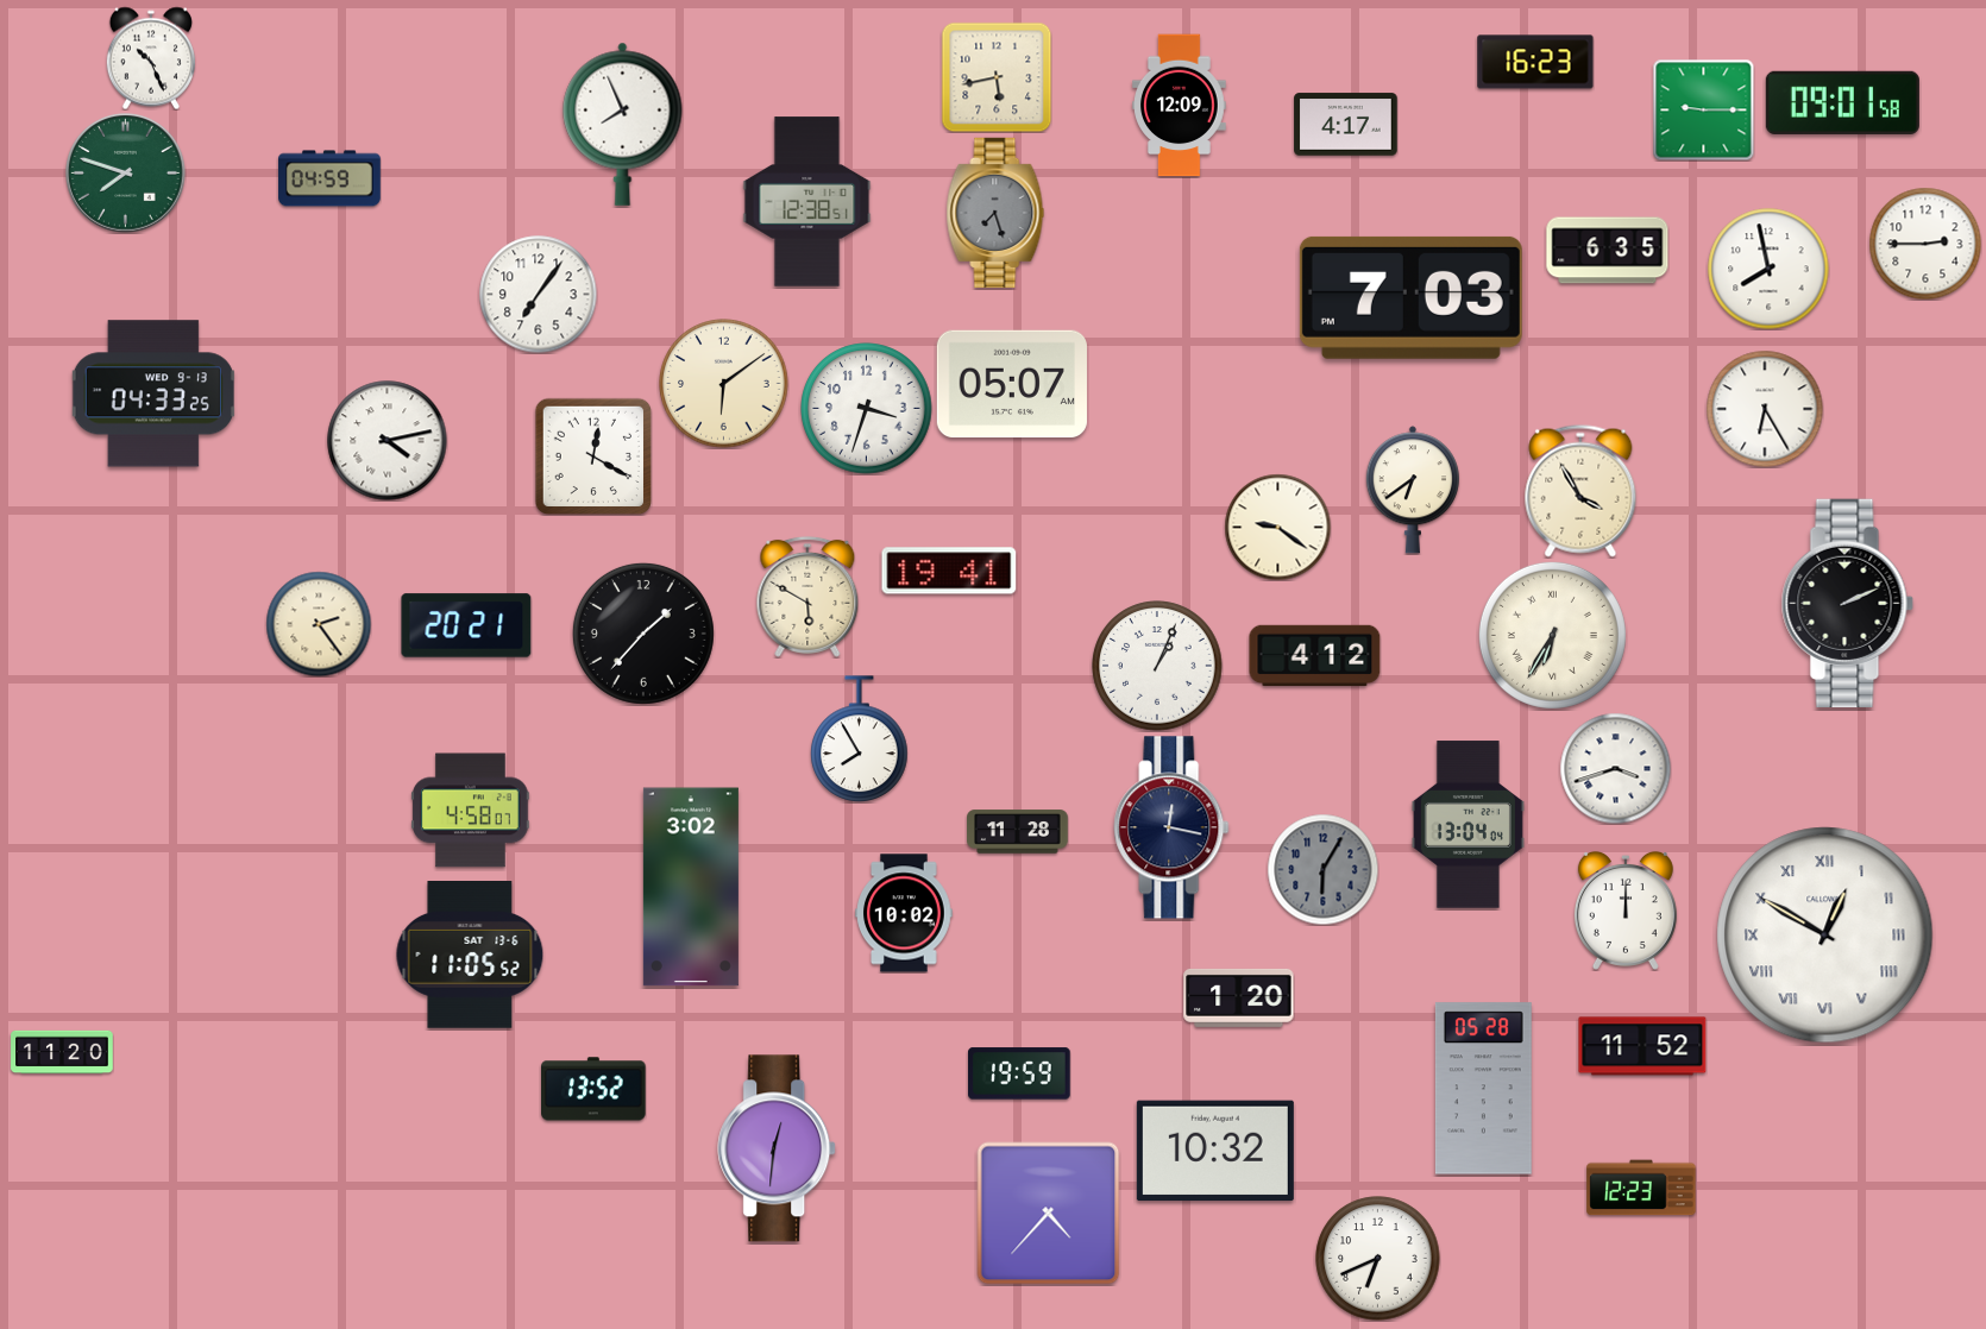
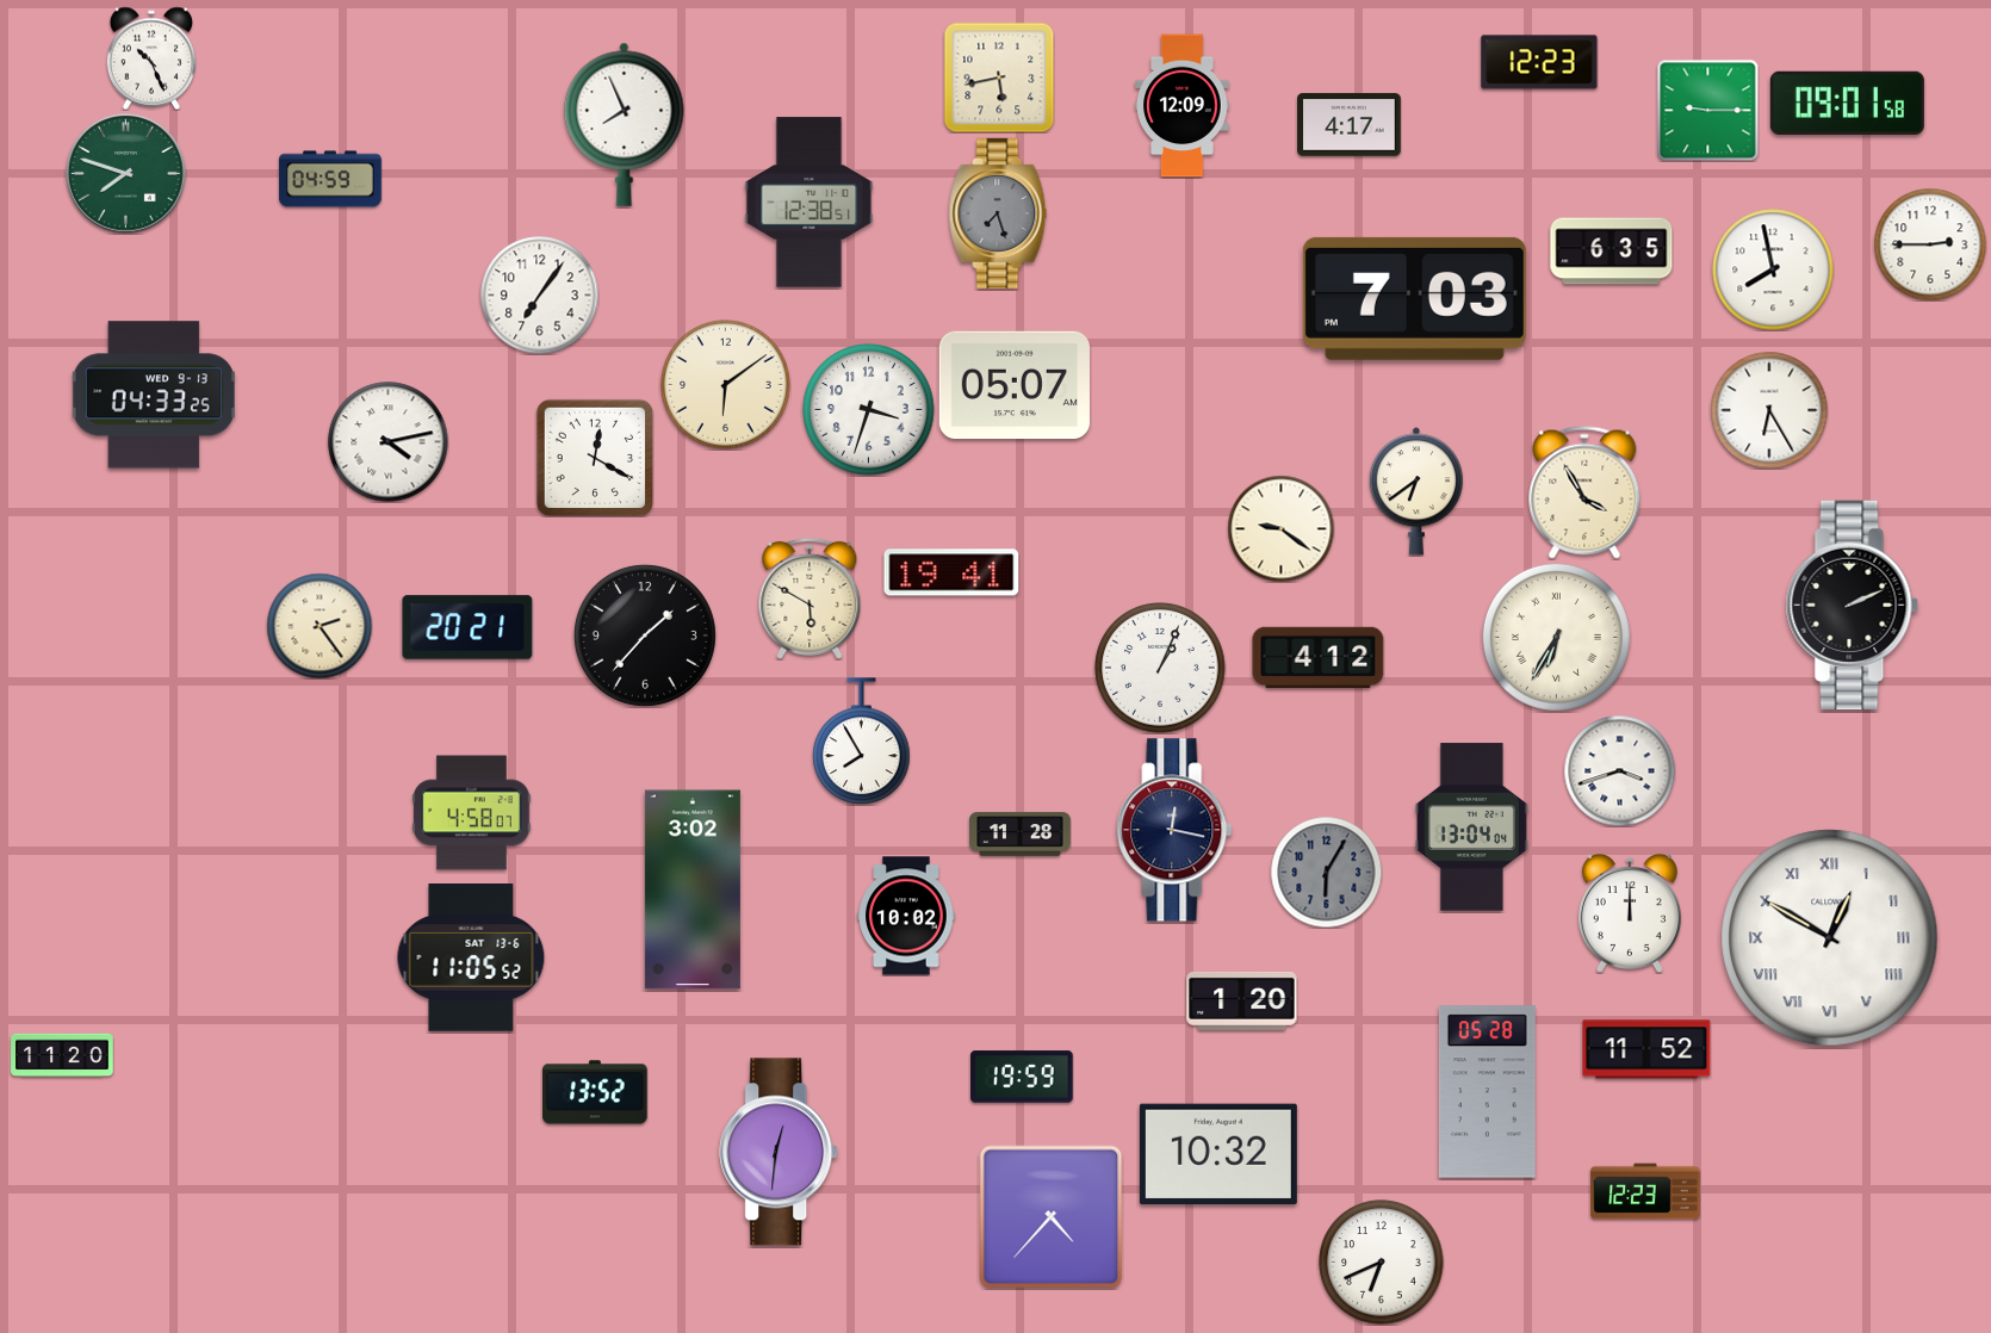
clock at (1535, 62): 16:23 -> 12:23
